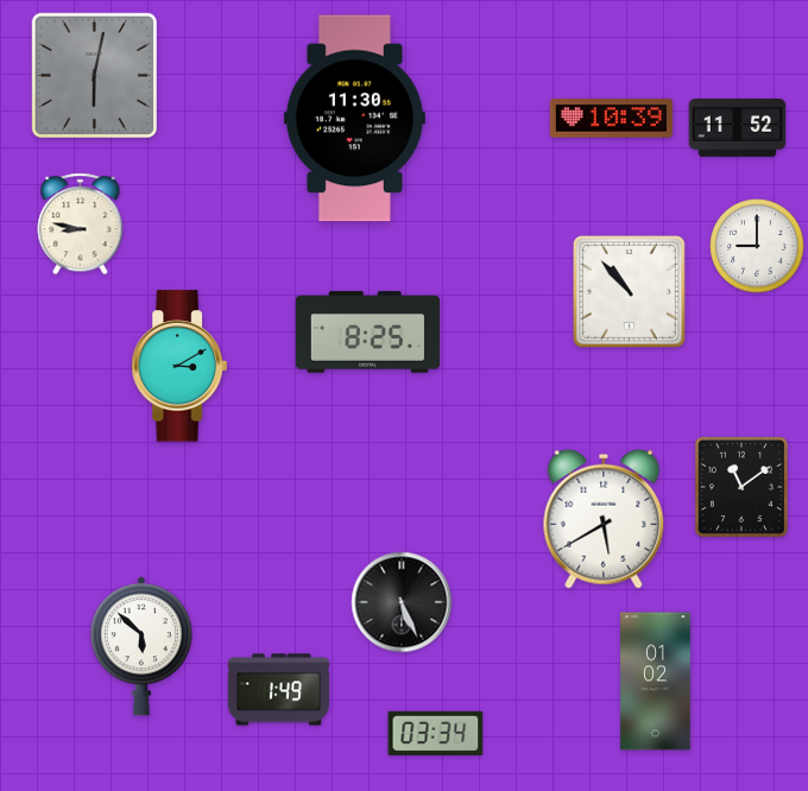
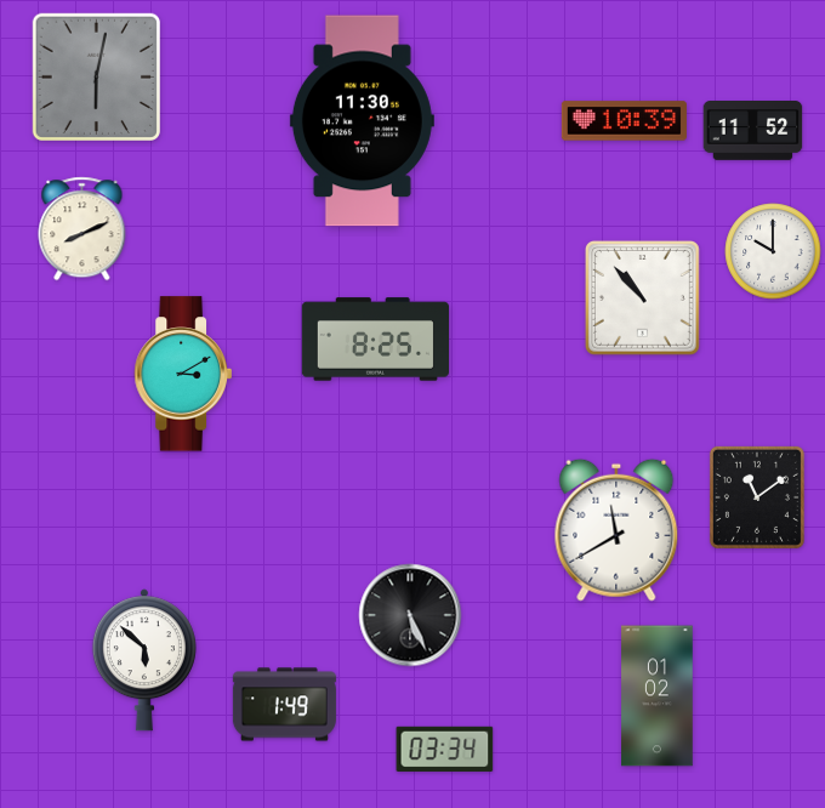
clock at (81, 224): 8:47 -> 8:11
clock at (757, 246): 9:00 -> 10:00
clock at (604, 519): 5:40 -> 11:40
clock at (656, 682) position: (656, 682) -> (658, 696)
